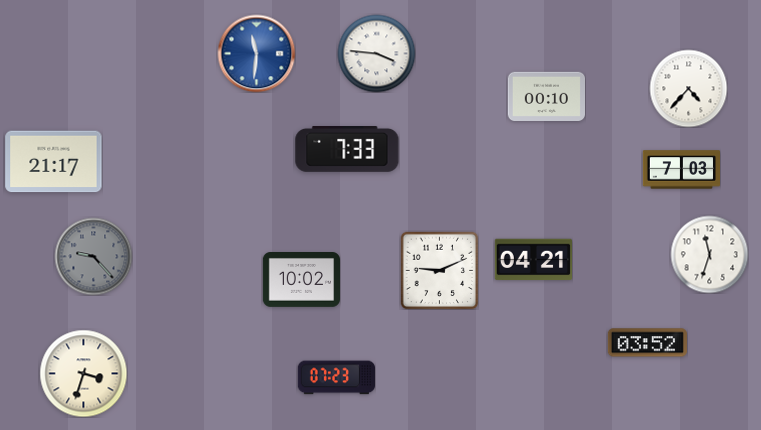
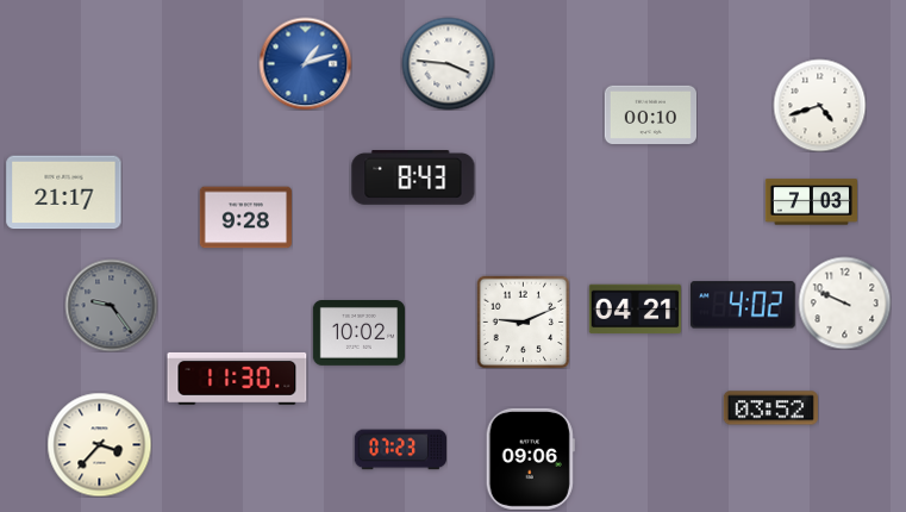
clock at (256, 53): 11:31 -> 1:12
clock at (688, 88): 4:37 -> 4:42
clock at (347, 150): 7:33 -> 8:43
clock at (245, 218): none -> 9:28
clock at (709, 254): 11:33 -> 9:49
clock at (93, 256): 9:23 -> 9:24
clock at (743, 305): none -> 4:02
clock at (237, 379): none -> 11:30
clock at (83, 373): 3:33 -> 3:37
clock at (530, 458): none -> 09:06
